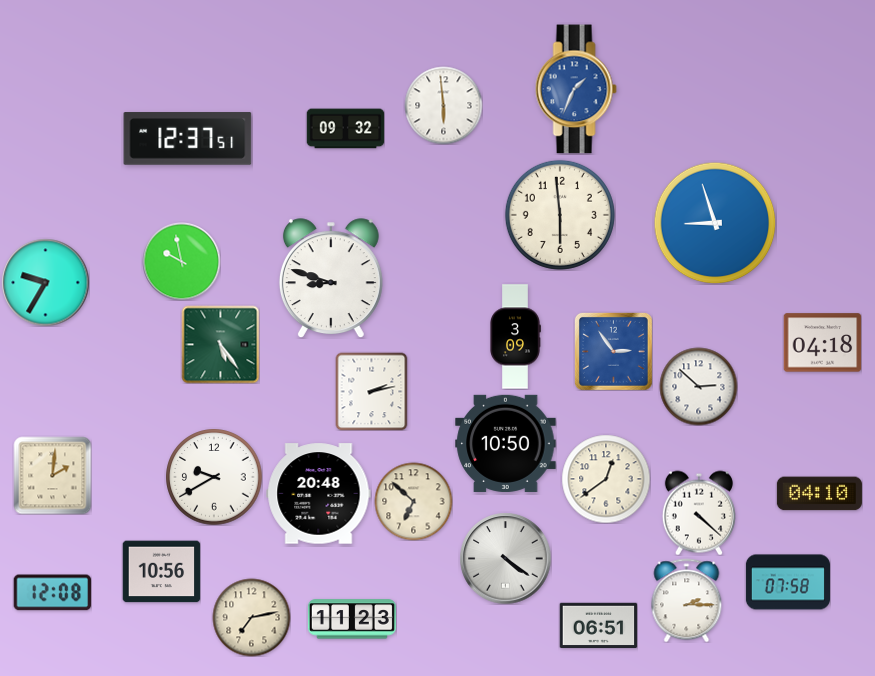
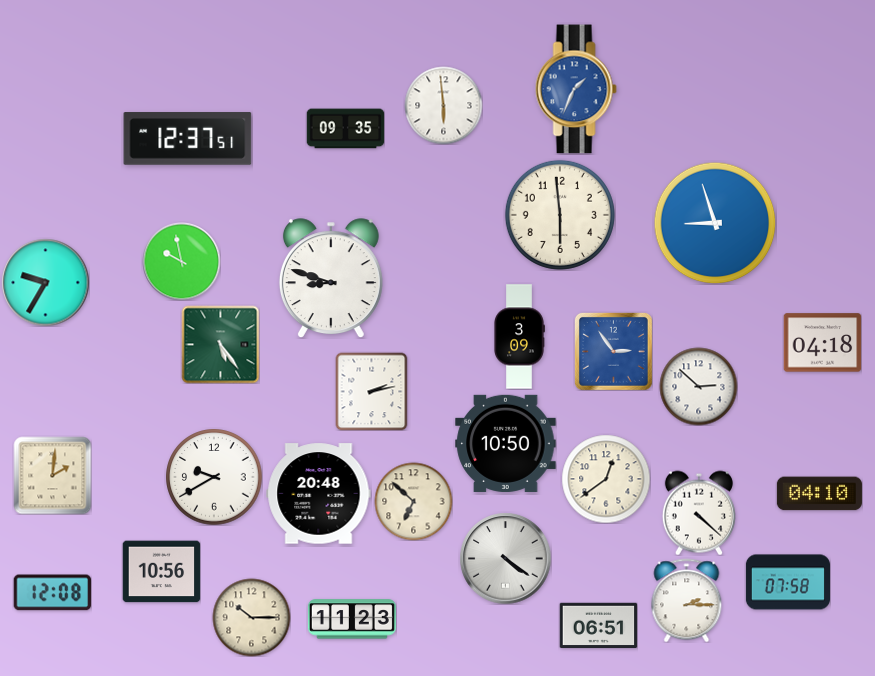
clock at (345, 129): 09:32 -> 09:35
clock at (515, 337) position: (515, 337) -> (519, 337)
clock at (251, 617): 7:13 -> 10:15
